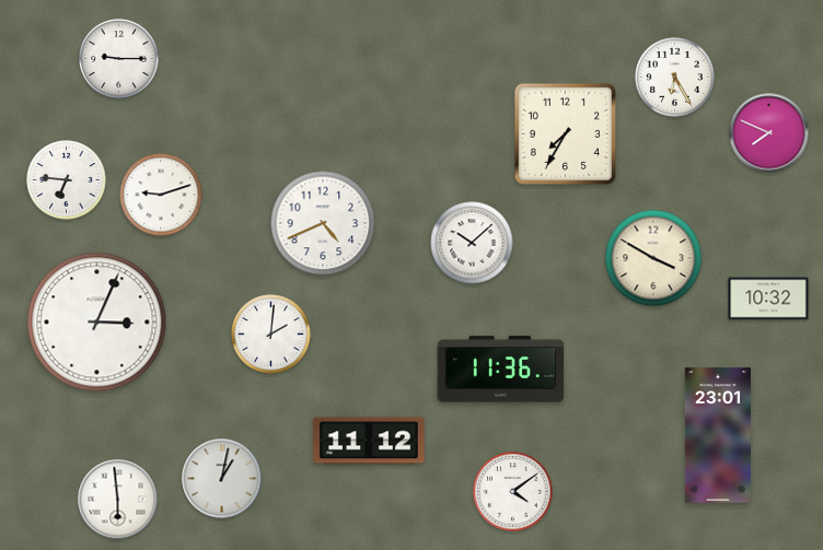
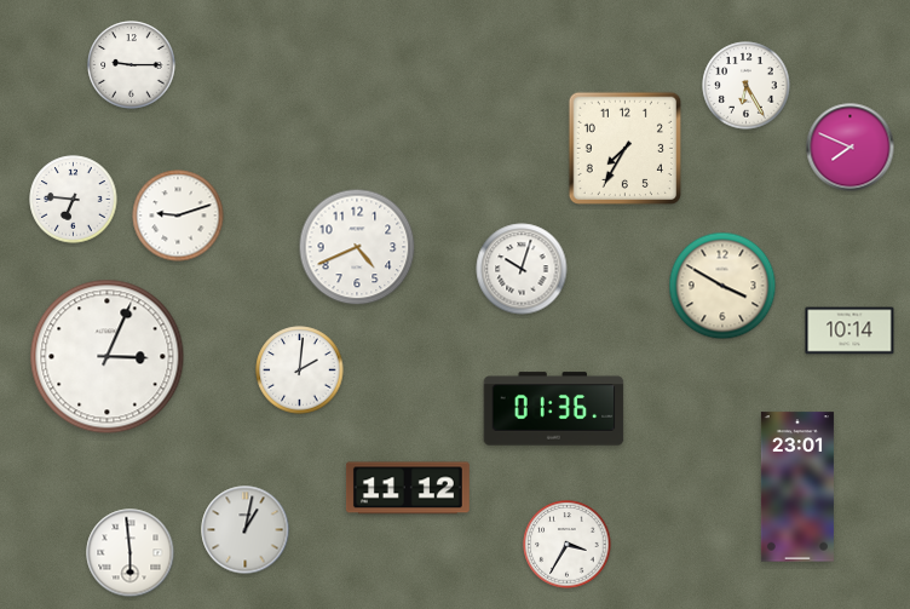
clock at (472, 243): 10:08 -> 10:03
clock at (768, 299): 10:32 -> 10:14
clock at (501, 370): 11:36 -> 01:36
clock at (718, 435) position: (718, 435) -> (797, 487)
clock at (513, 492): 4:09 -> 3:35
